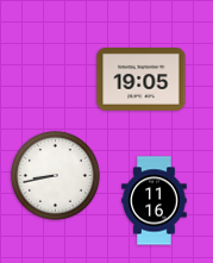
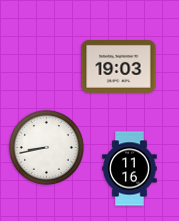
clock at (142, 80): 19:05 -> 19:03
